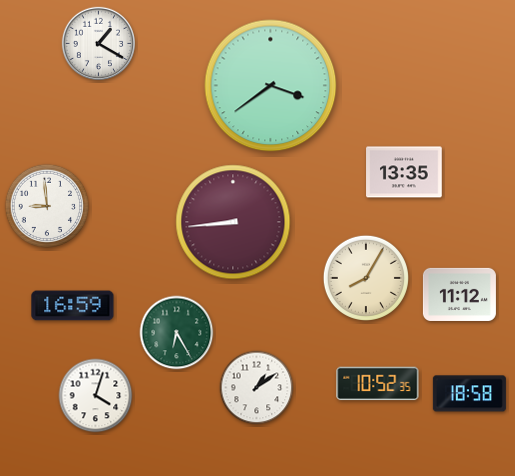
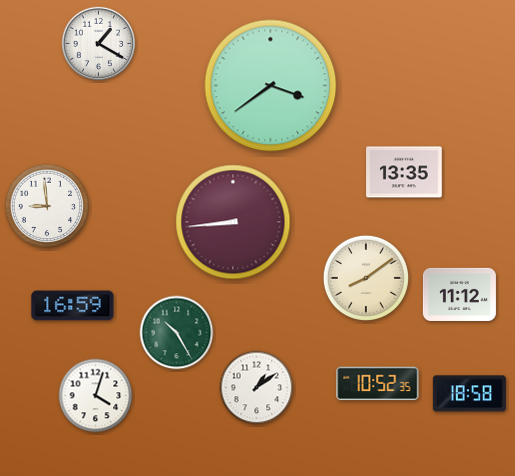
clock at (365, 277): 8:05 -> 8:09
clock at (177, 333): 6:25 -> 10:25
